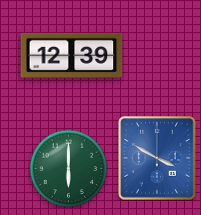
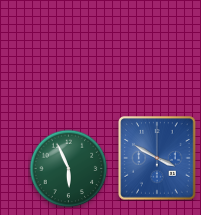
clock at (72, 55): 12:39 -> none
clock at (68, 168): 6:00 -> 5:56
